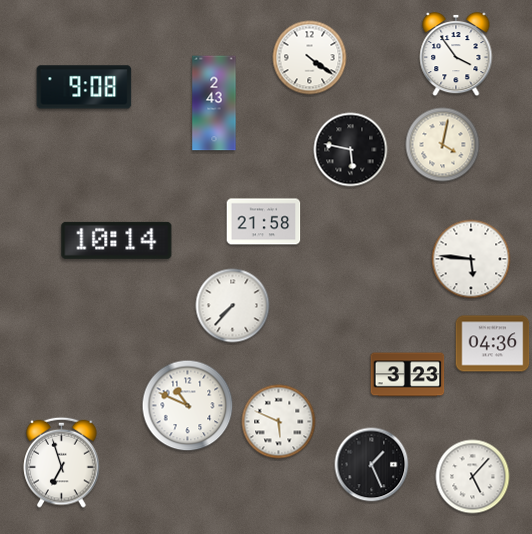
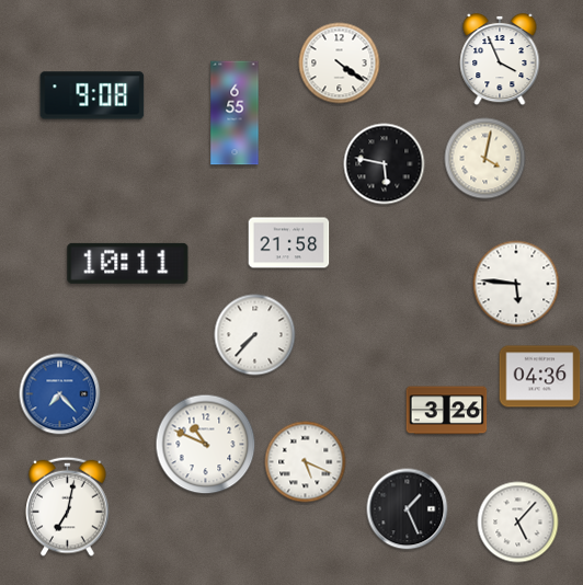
clock at (456, 54): 3:54 -> 3:56
clock at (214, 103): 2:43 -> 6:55
clock at (117, 240): 10:14 -> 10:11
clock at (60, 394): none -> 7:23
clock at (408, 375): 3:23 -> 3:26
clock at (279, 422): 5:49 -> 5:19
clock at (62, 462): 6:57 -> 7:02
